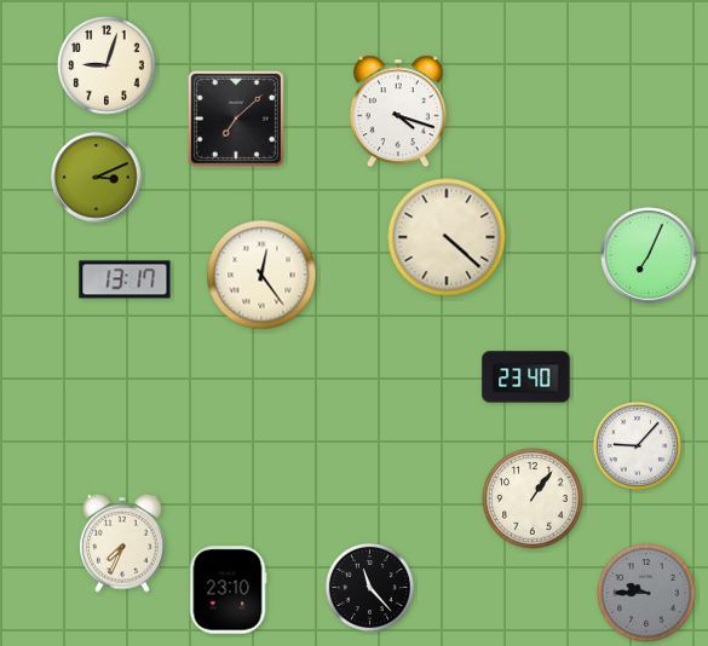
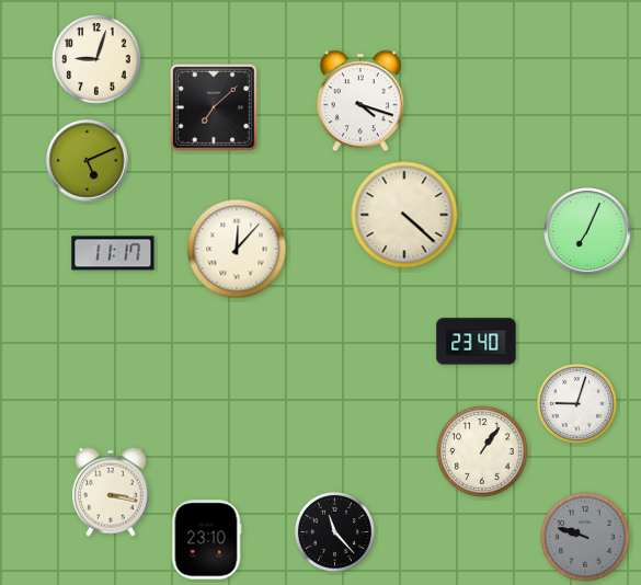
clock at (97, 178): 3:11 -> 5:11
clock at (261, 275): 12:24 -> 12:07
clock at (125, 279): 13:17 -> 11:17
clock at (637, 445): 9:07 -> 9:03
clock at (122, 543): 7:34 -> 3:17
clock at (228, 590) position: (228, 590) -> (206, 540)
clock at (646, 593): 9:45 -> 9:48
